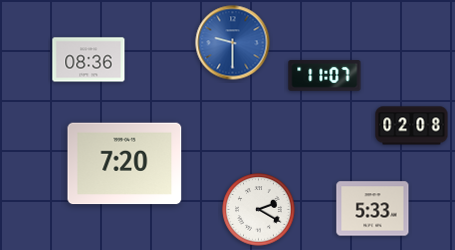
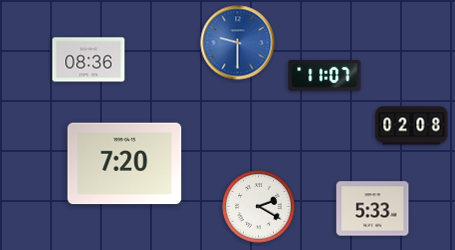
clock at (233, 43) position: (233, 43) -> (238, 43)
clock at (259, 210) position: (259, 210) -> (259, 207)
